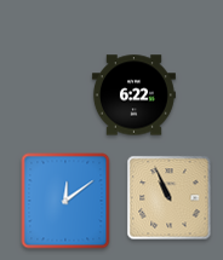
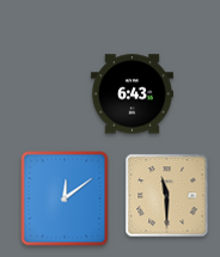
clock at (133, 96): 6:22 -> 6:43
clock at (170, 198): 10:56 -> 11:30
